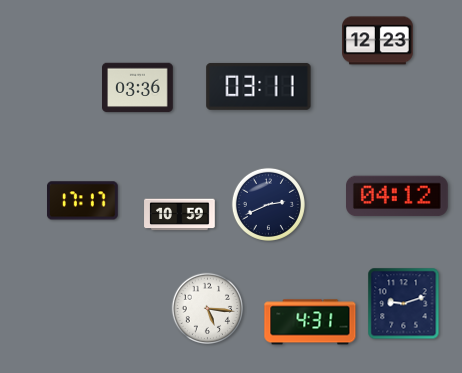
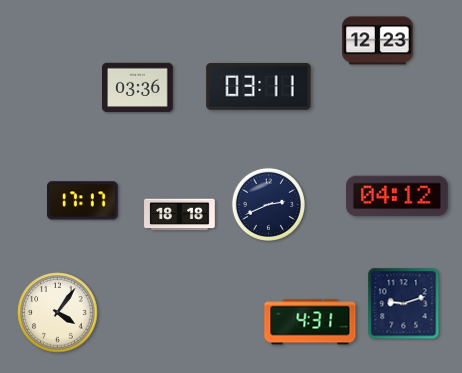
clock at (180, 215): 10:59 -> 18:18
clock at (208, 309): 5:16 -> none
clock at (58, 313): none -> 4:06
